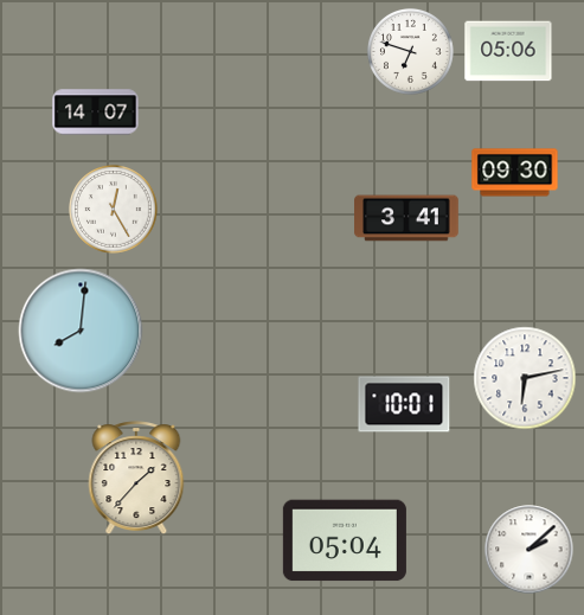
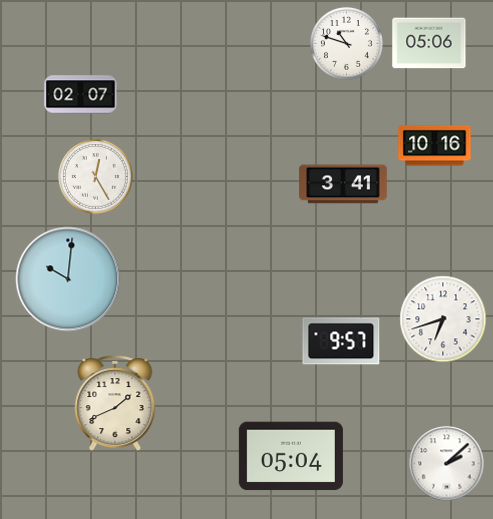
clock at (410, 51): 6:48 -> 10:48
clock at (96, 113): 14:07 -> 02:07
clock at (515, 173): 09:30 -> 10:16
clock at (81, 331): 8:01 -> 10:01
clock at (525, 378): 6:13 -> 6:42
clock at (404, 404): 10:01 -> 9:57
clock at (136, 479): 1:37 -> 1:41
